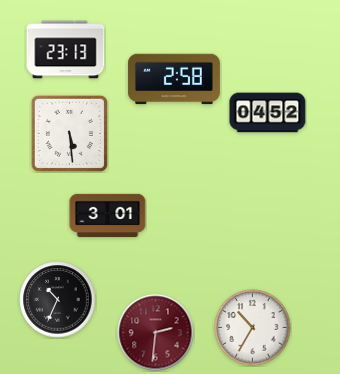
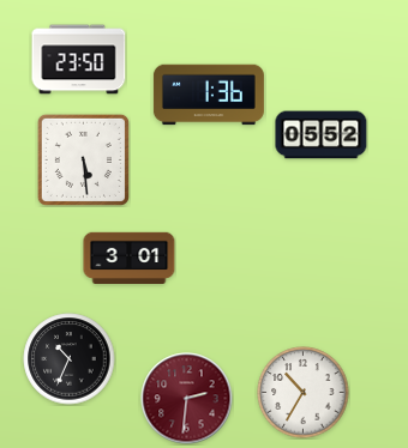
clock at (66, 50): 23:13 -> 23:50
clock at (174, 79): 2:58 -> 1:36
clock at (268, 113): 04:52 -> 05:52
